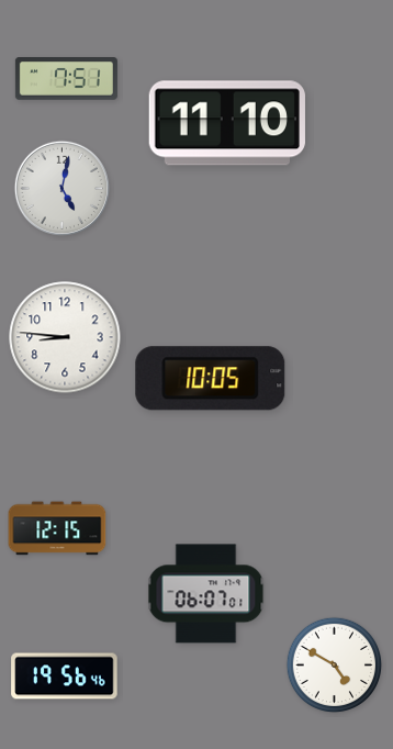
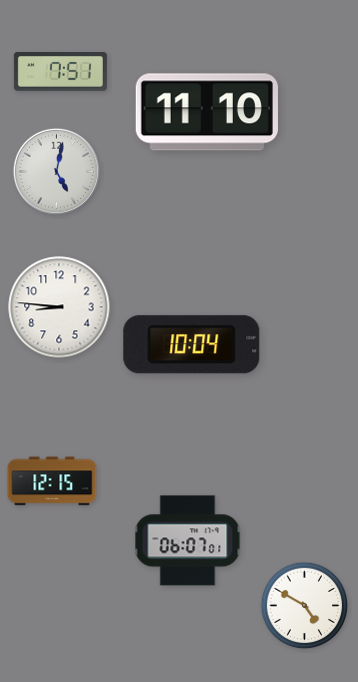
clock at (211, 379): 10:05 -> 10:04
clock at (65, 677): 19:56 -> none
